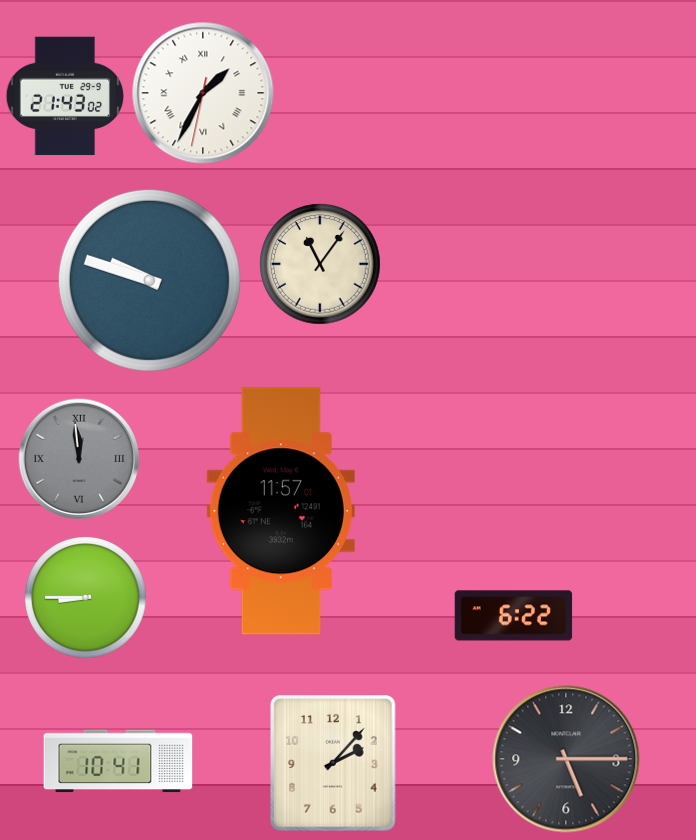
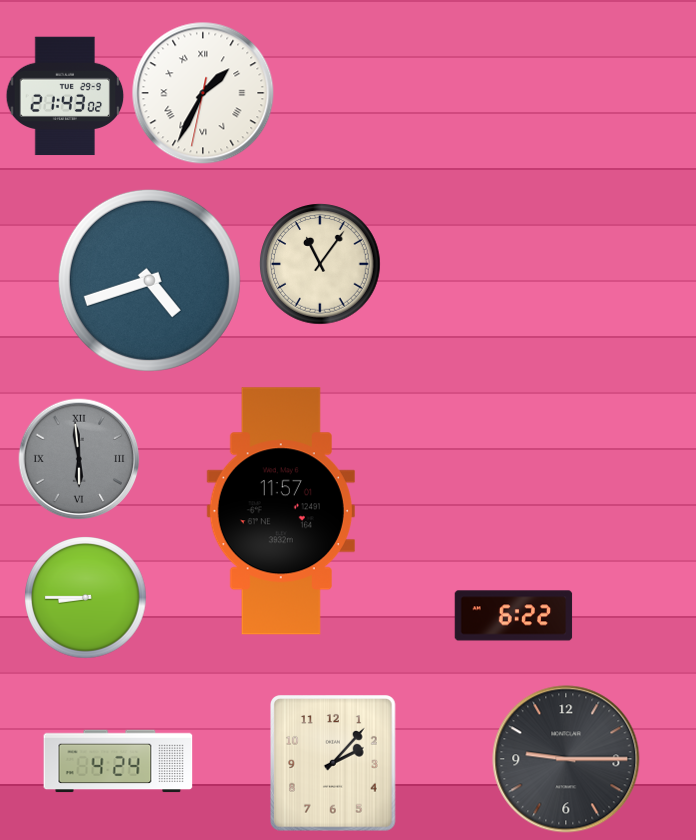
clock at (149, 280): 9:48 -> 4:42
clock at (79, 459): 11:59 -> 5:59
clock at (566, 759): 5:15 -> 9:15
clock at (118, 761): 10:41 -> 4:24
